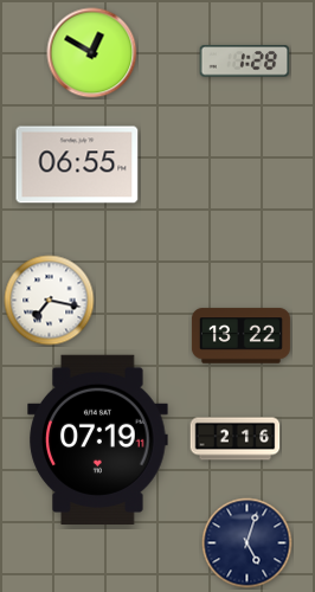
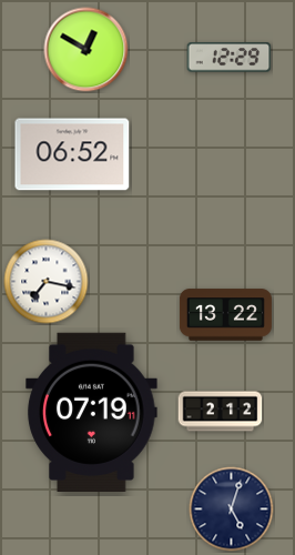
clock at (245, 62): 1:28 -> 12:29
clock at (77, 165): 06:55 -> 06:52
clock at (236, 439): 2:16 -> 2:12
